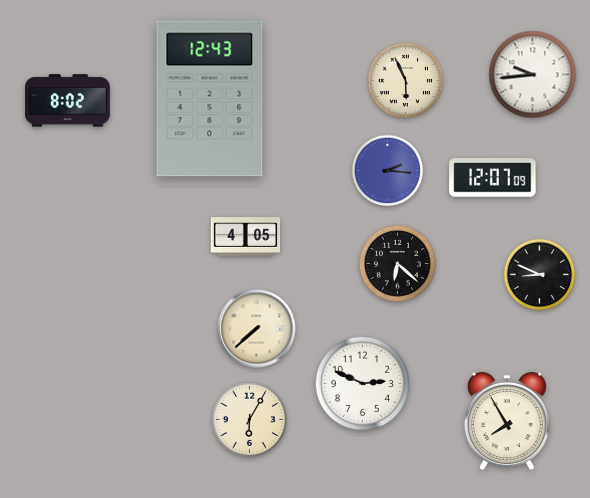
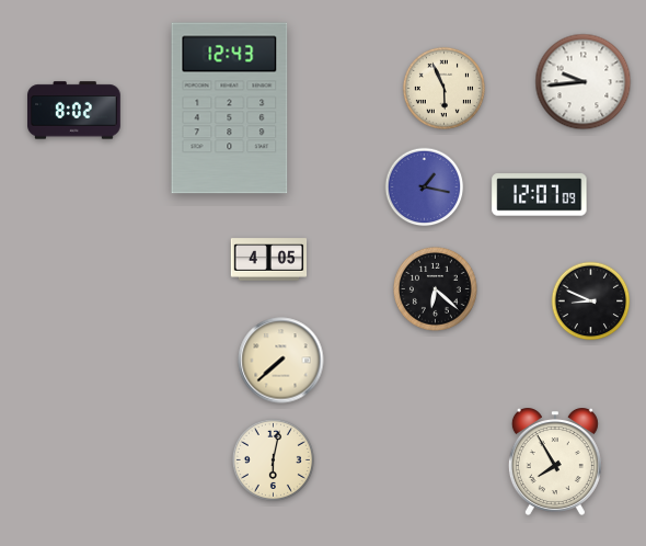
clock at (388, 171): 2:16 -> 1:17
clock at (363, 384): 2:49 -> none
clock at (249, 419): 6:05 -> 6:02
